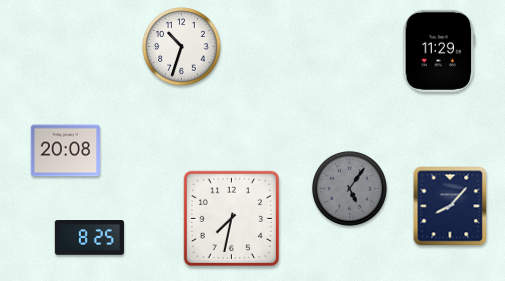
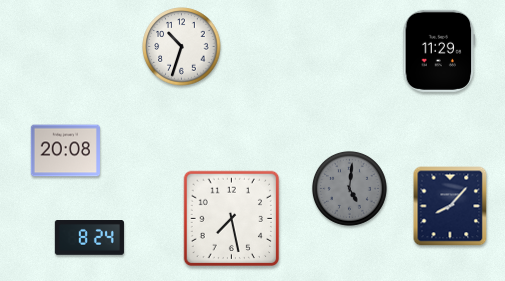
clock at (349, 188): 5:06 -> 5:01
clock at (232, 219): 7:32 -> 7:28
clock at (89, 238): 8:25 -> 8:24
